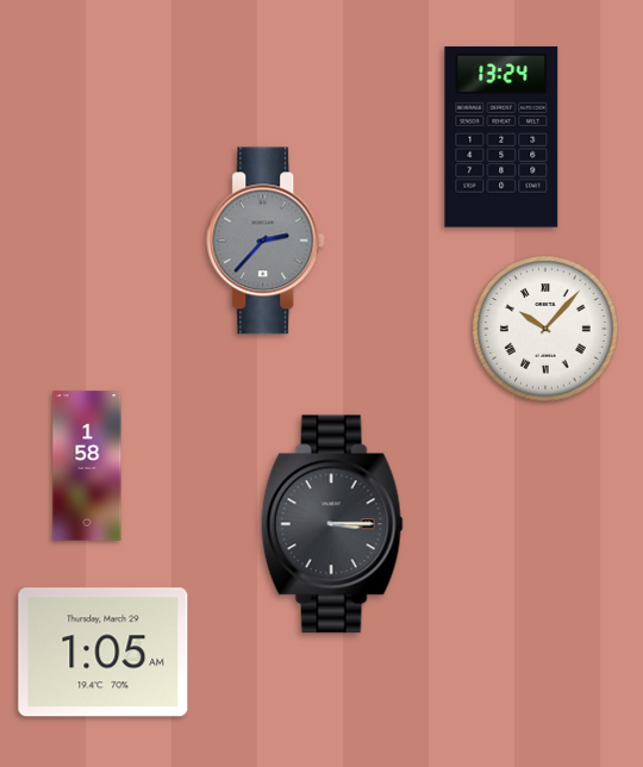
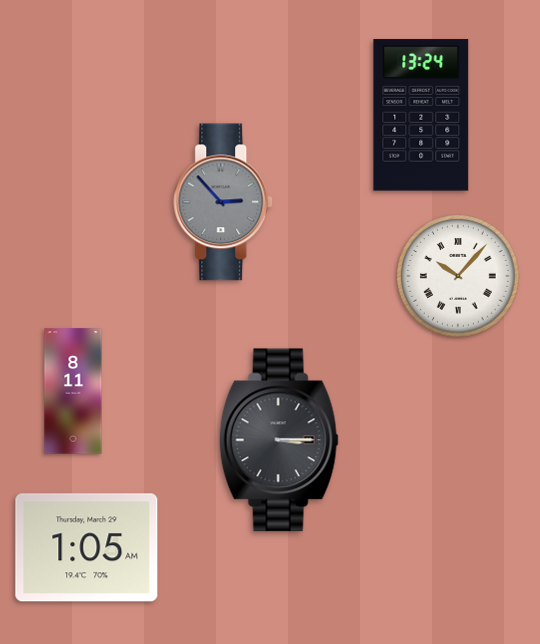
clock at (267, 241): 2:37 -> 2:53
clock at (87, 466): 1:58 -> 8:11
